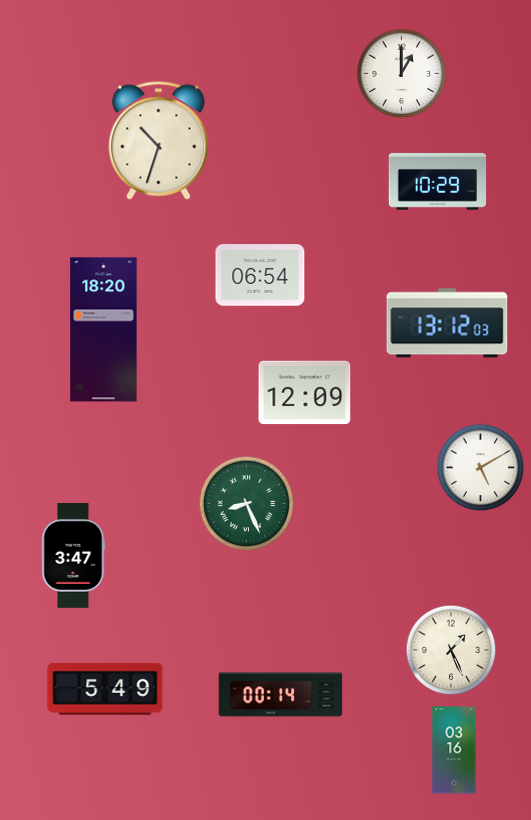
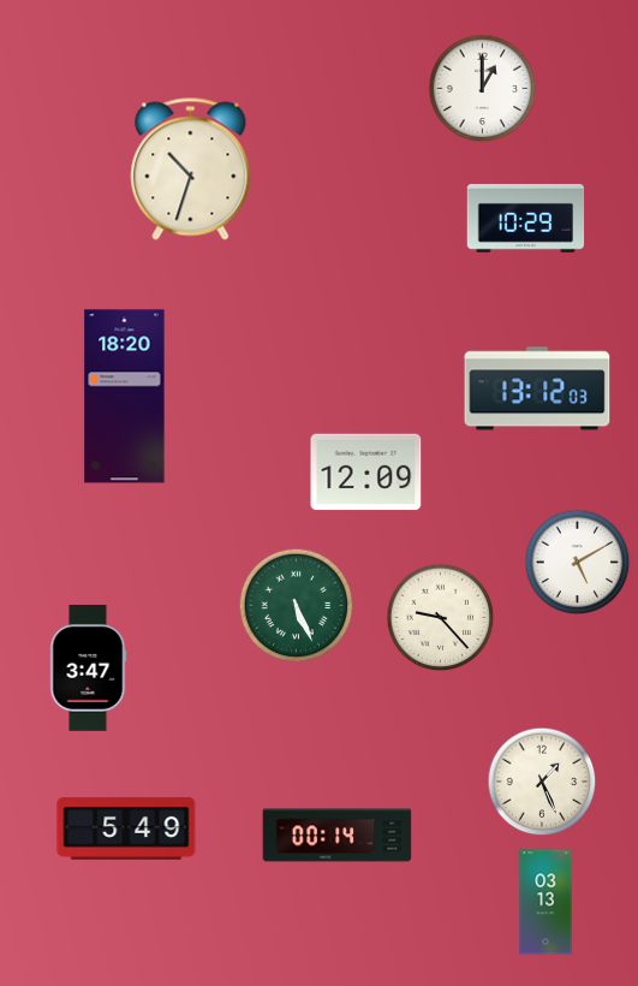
clock at (260, 275): 06:54 -> none
clock at (247, 504): 8:26 -> 5:26
clock at (441, 618): none -> 9:23
clock at (454, 750): 03:16 -> 03:13
